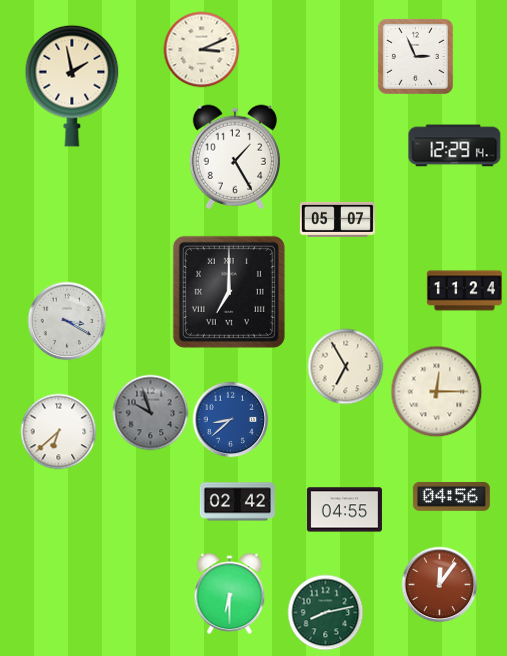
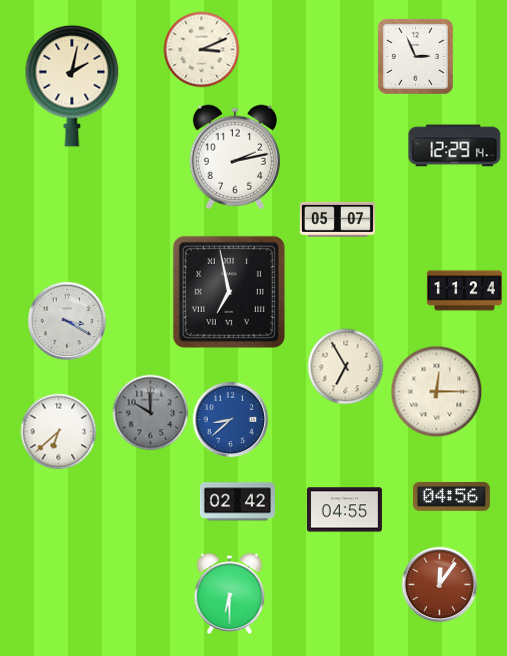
clock at (72, 86): 1:58 -> 2:02
clock at (235, 157): 1:25 -> 2:13
clock at (229, 292): 7:00 -> 6:58
clock at (151, 413): 9:57 -> 10:00
clock at (326, 613): 8:13 -> none
